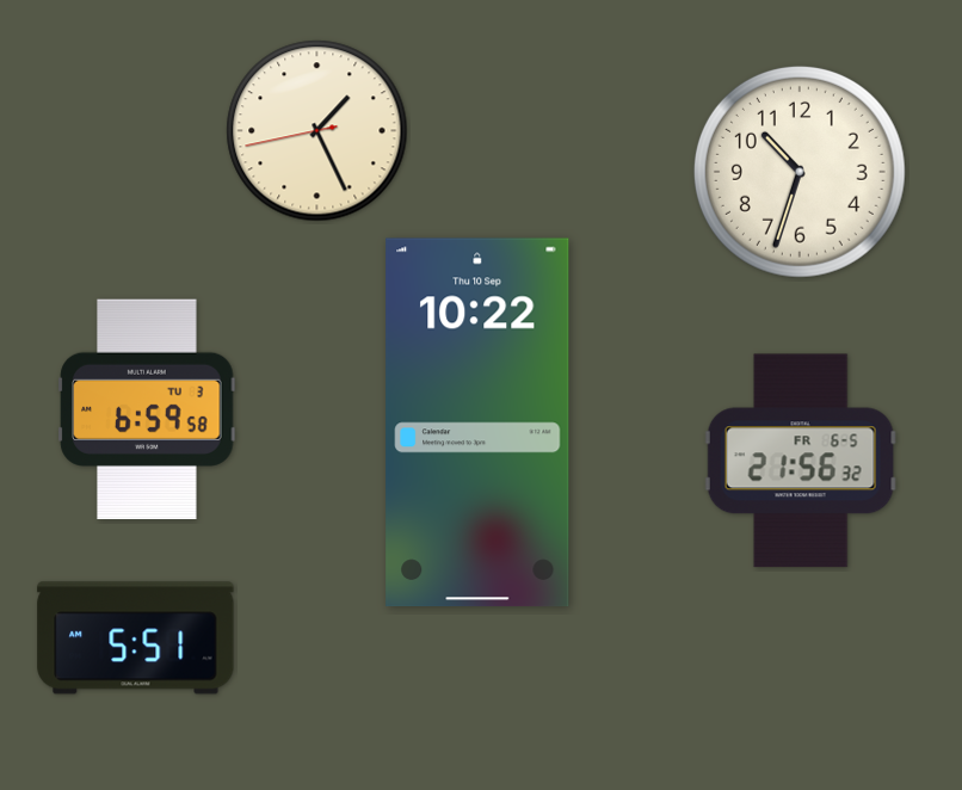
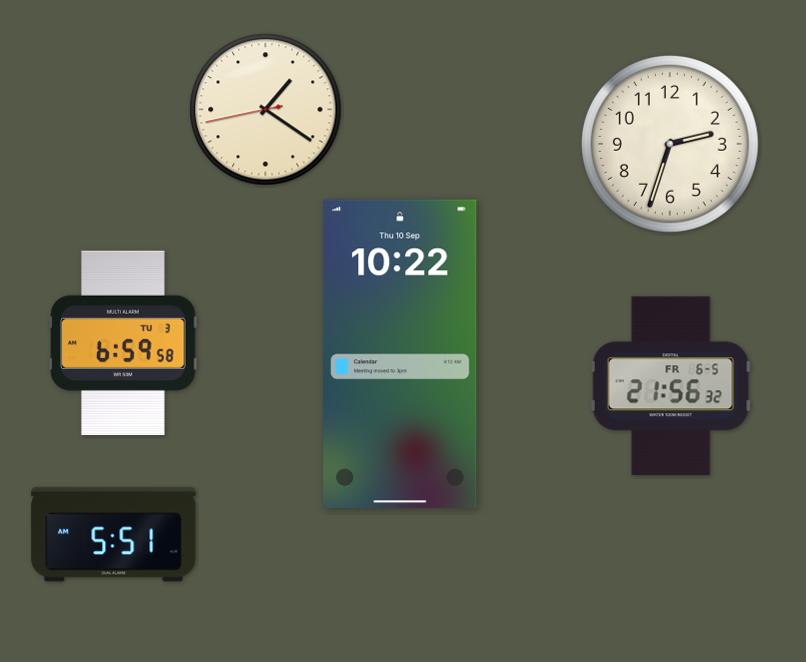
clock at (317, 131): 1:25 -> 1:20
clock at (800, 172): 10:33 -> 2:33
